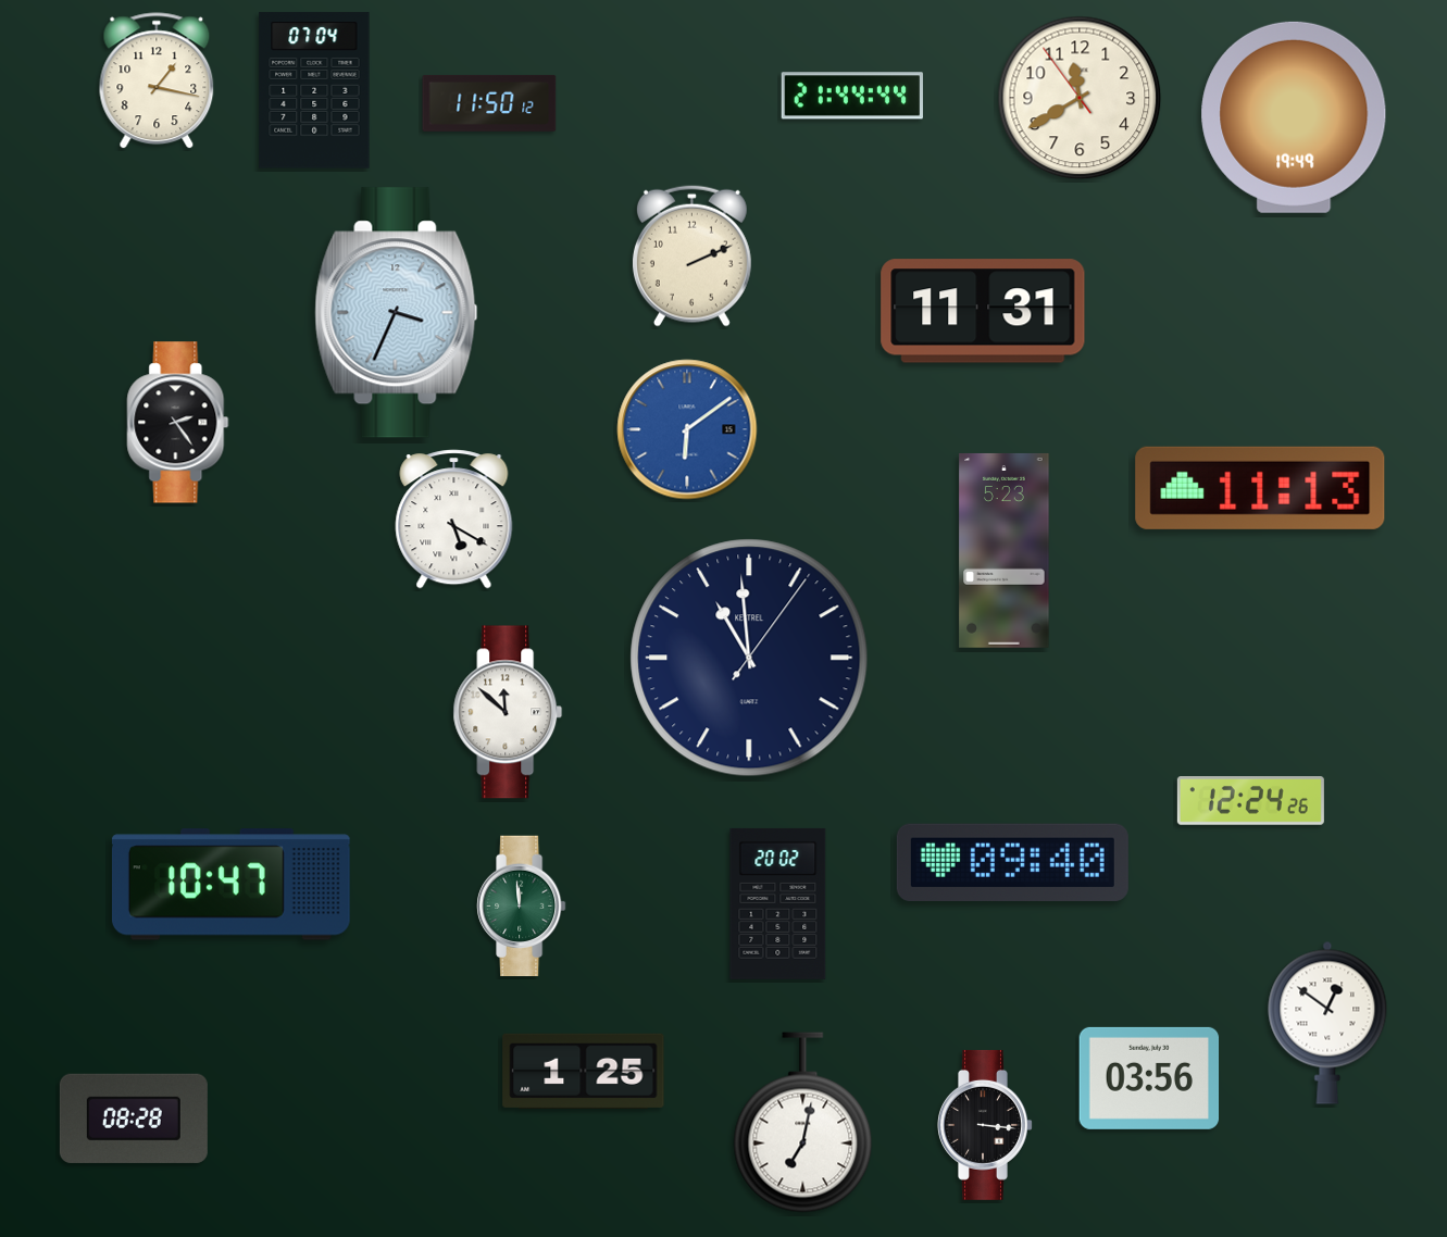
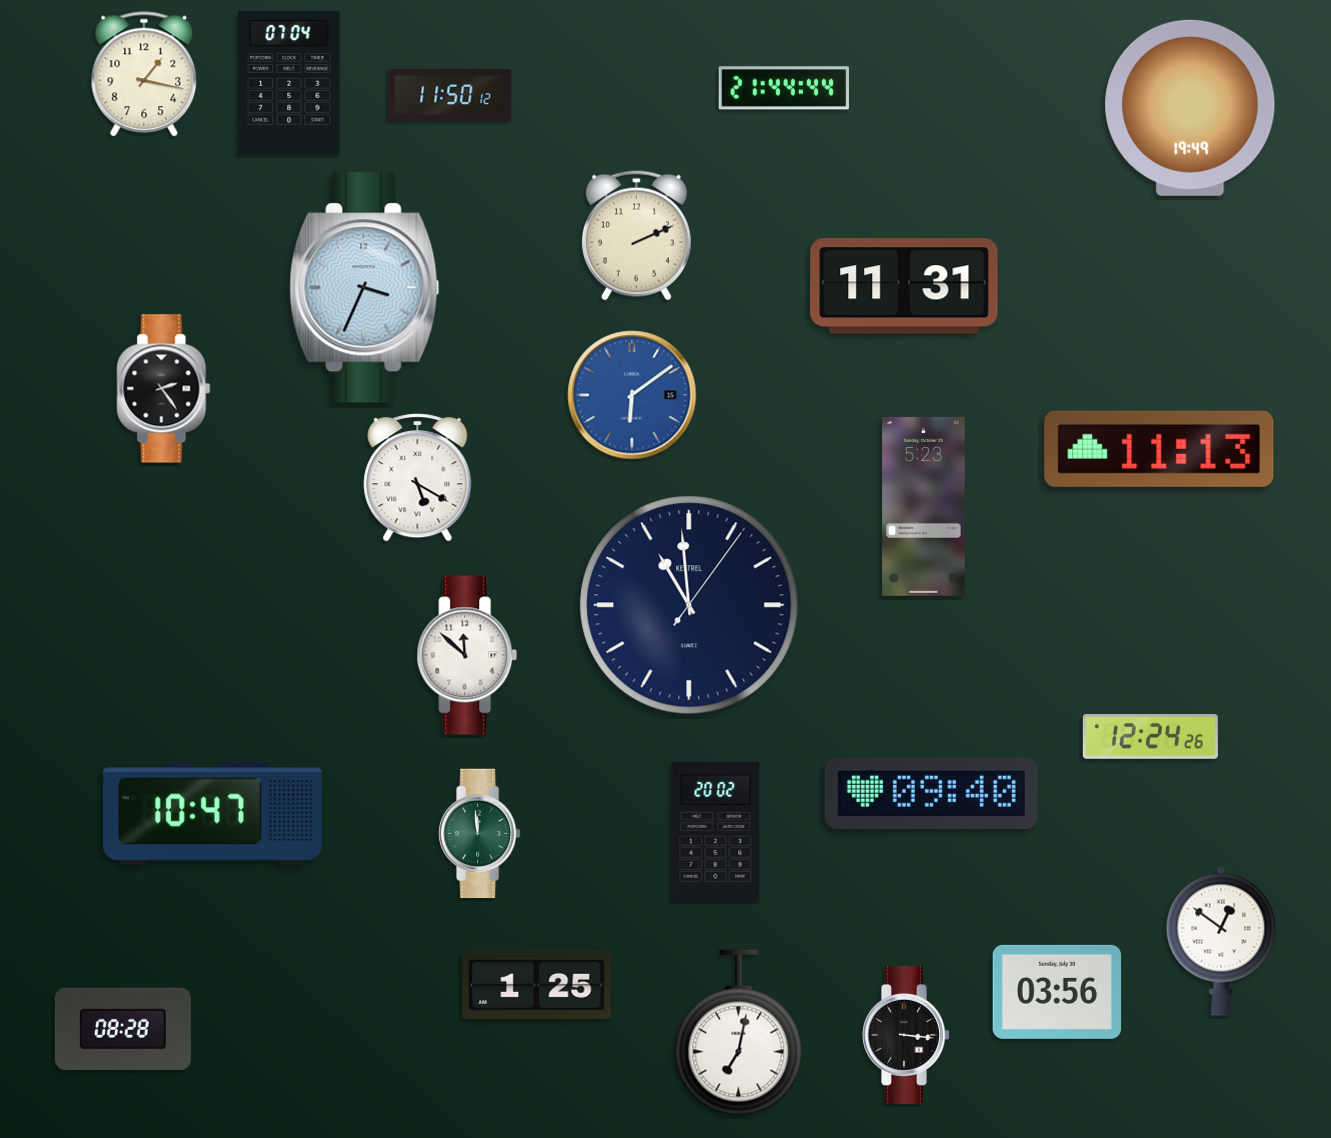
clock at (1080, 98): 11:39 -> none
